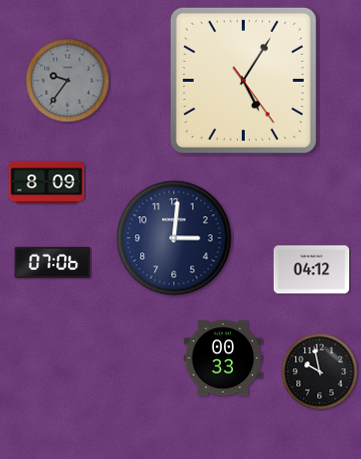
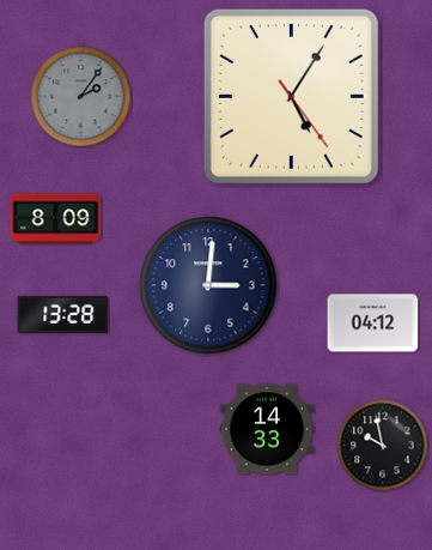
clock at (68, 81): 9:36 -> 2:06
clock at (53, 262): 07:06 -> 13:28
clock at (223, 358): 00:33 -> 14:33
